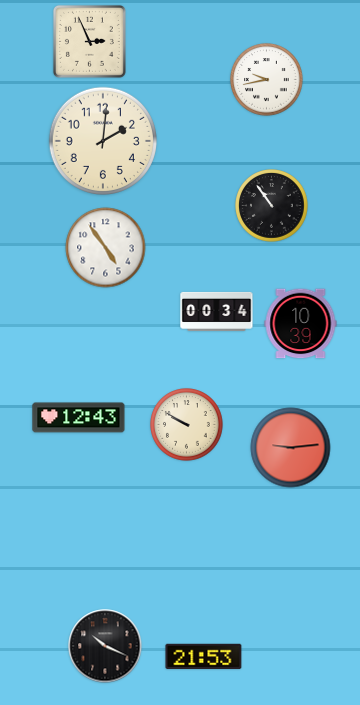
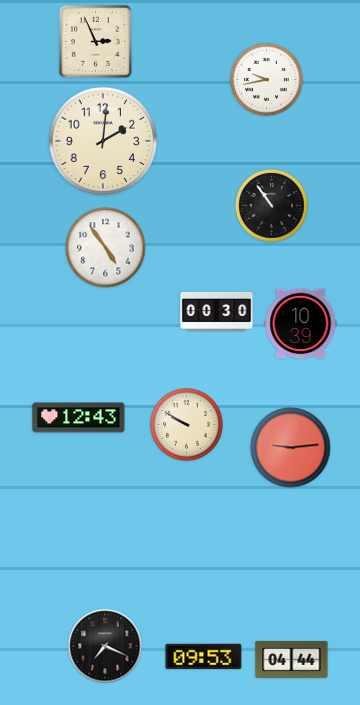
clock at (89, 41) position: (89, 41) -> (95, 41)
clock at (217, 311): 00:34 -> 00:30
clock at (105, 646): 10:19 -> 7:19
clock at (204, 657): 21:53 -> 09:53
clock at (292, 659): none -> 04:44
